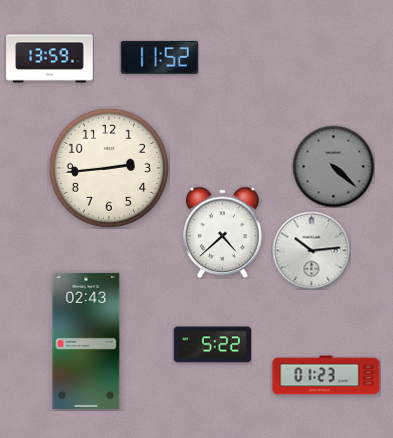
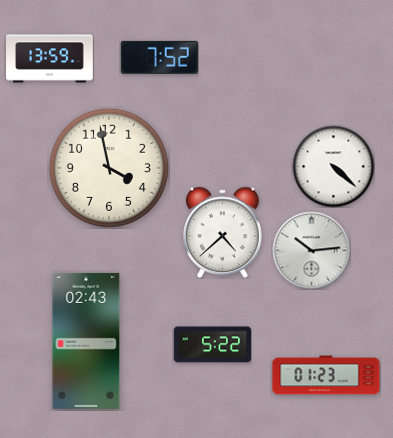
clock at (159, 57): 11:52 -> 7:52
clock at (333, 166) dial: grey -> white
clock at (109, 168): 2:44 -> 3:58
